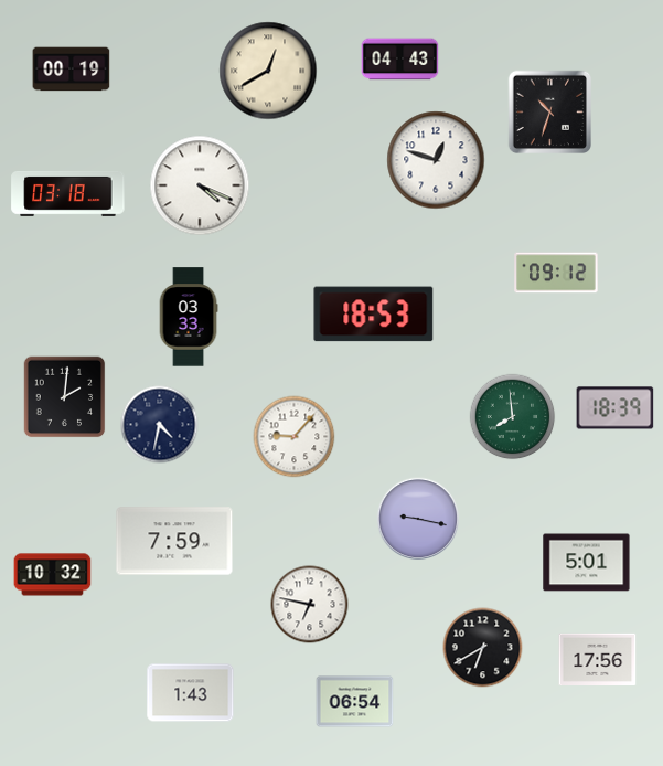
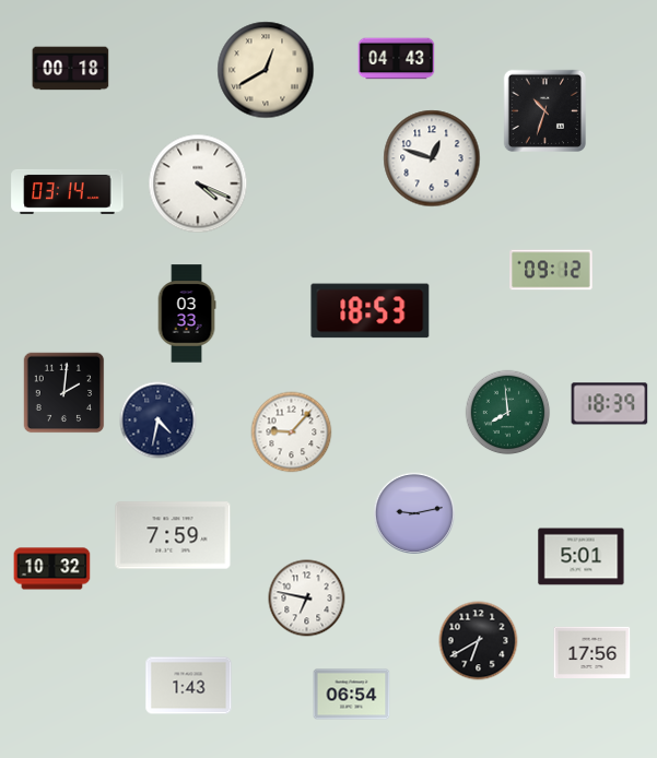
clock at (72, 70): 00:19 -> 00:18
clock at (68, 193): 03:18 -> 03:14
clock at (417, 518): 9:17 -> 9:13
